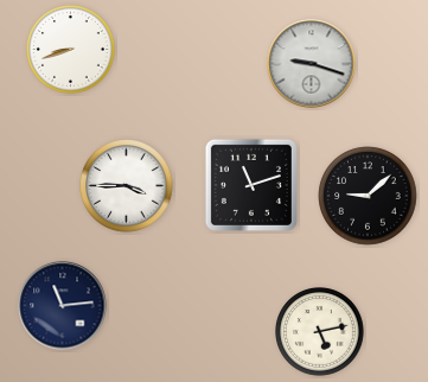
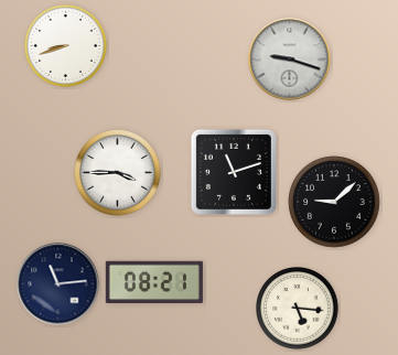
clock at (368, 196) position: (368, 196) -> (334, 202)
clock at (154, 281): none -> 08:21
clock at (320, 332): 5:13 -> 5:16
